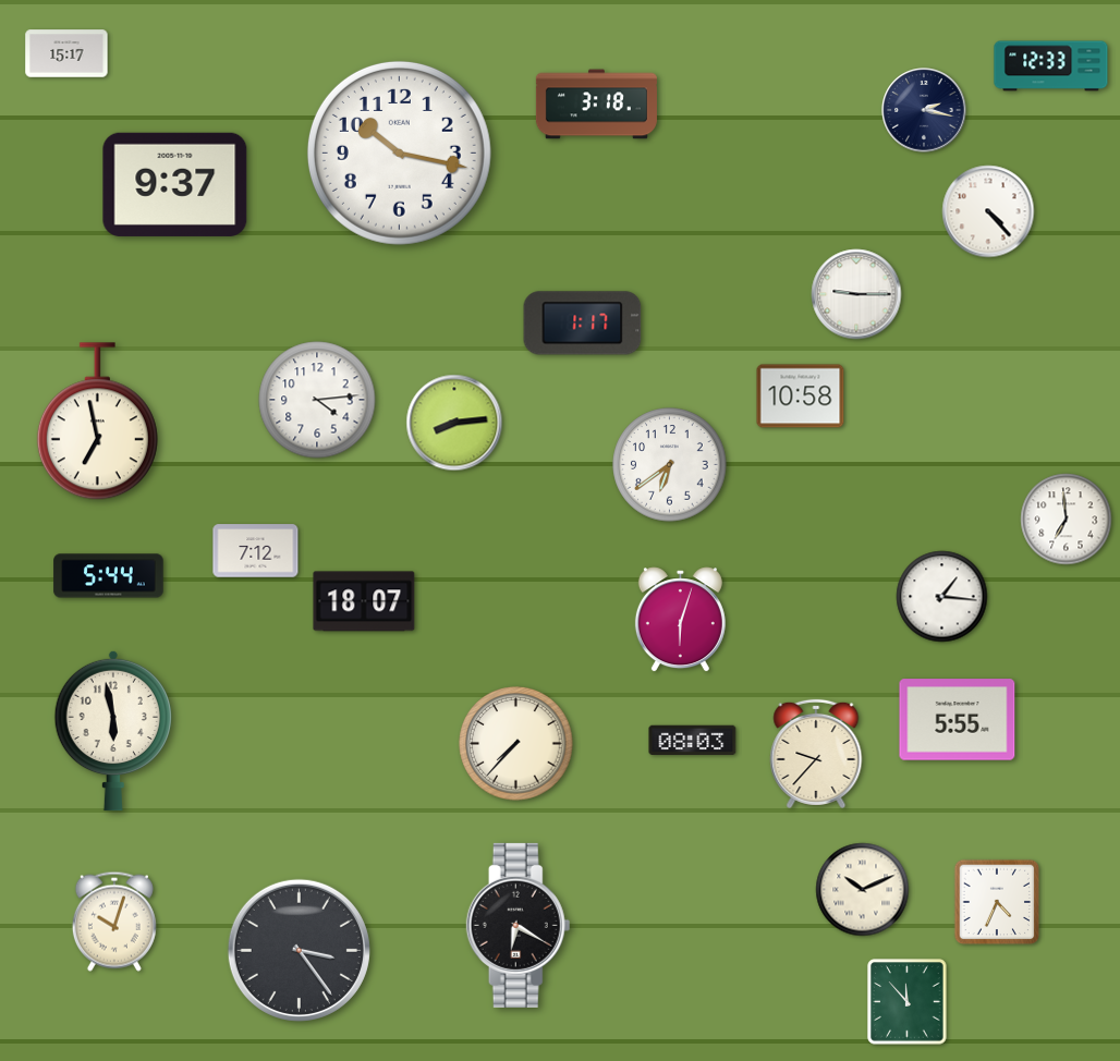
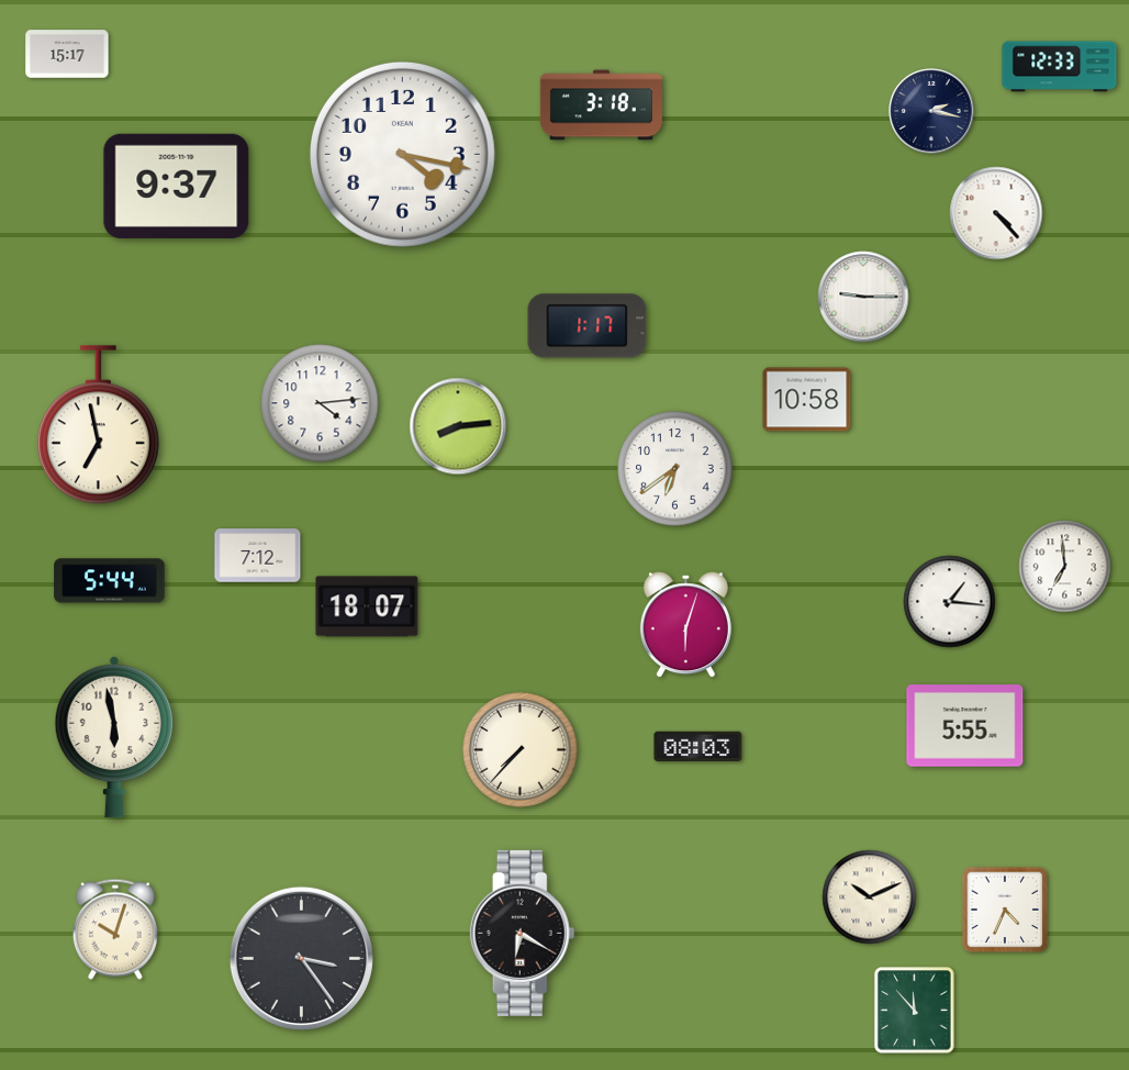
clock at (399, 153): 10:17 -> 4:17
clock at (1067, 520) position: (1067, 520) -> (1065, 567)
clock at (816, 754): 9:37 -> none
